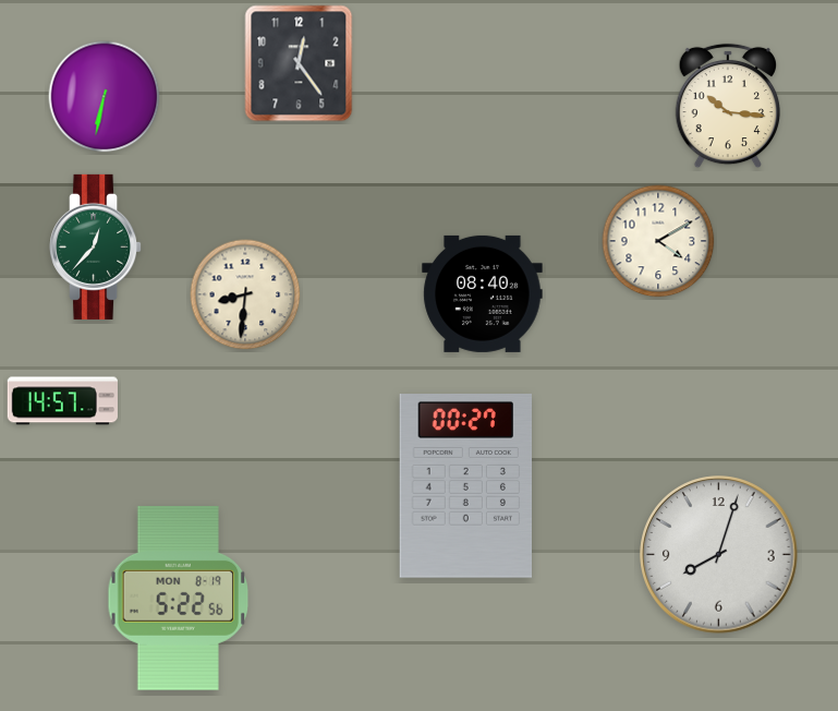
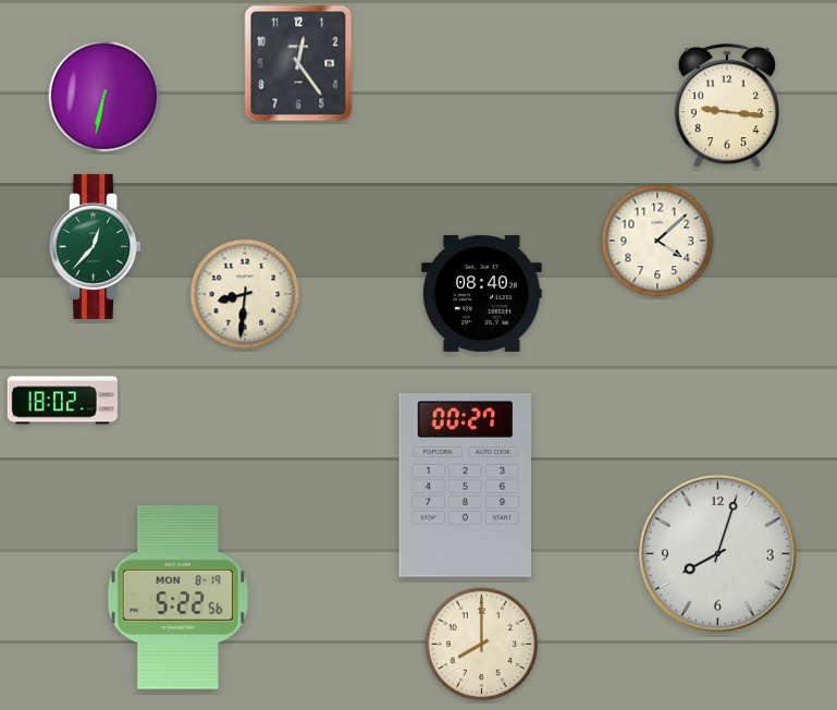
clock at (727, 106): 10:16 -> 9:16
clock at (658, 241): 4:10 -> 4:08
clock at (62, 401): 14:57 -> 18:02
clock at (482, 645): none -> 8:00
